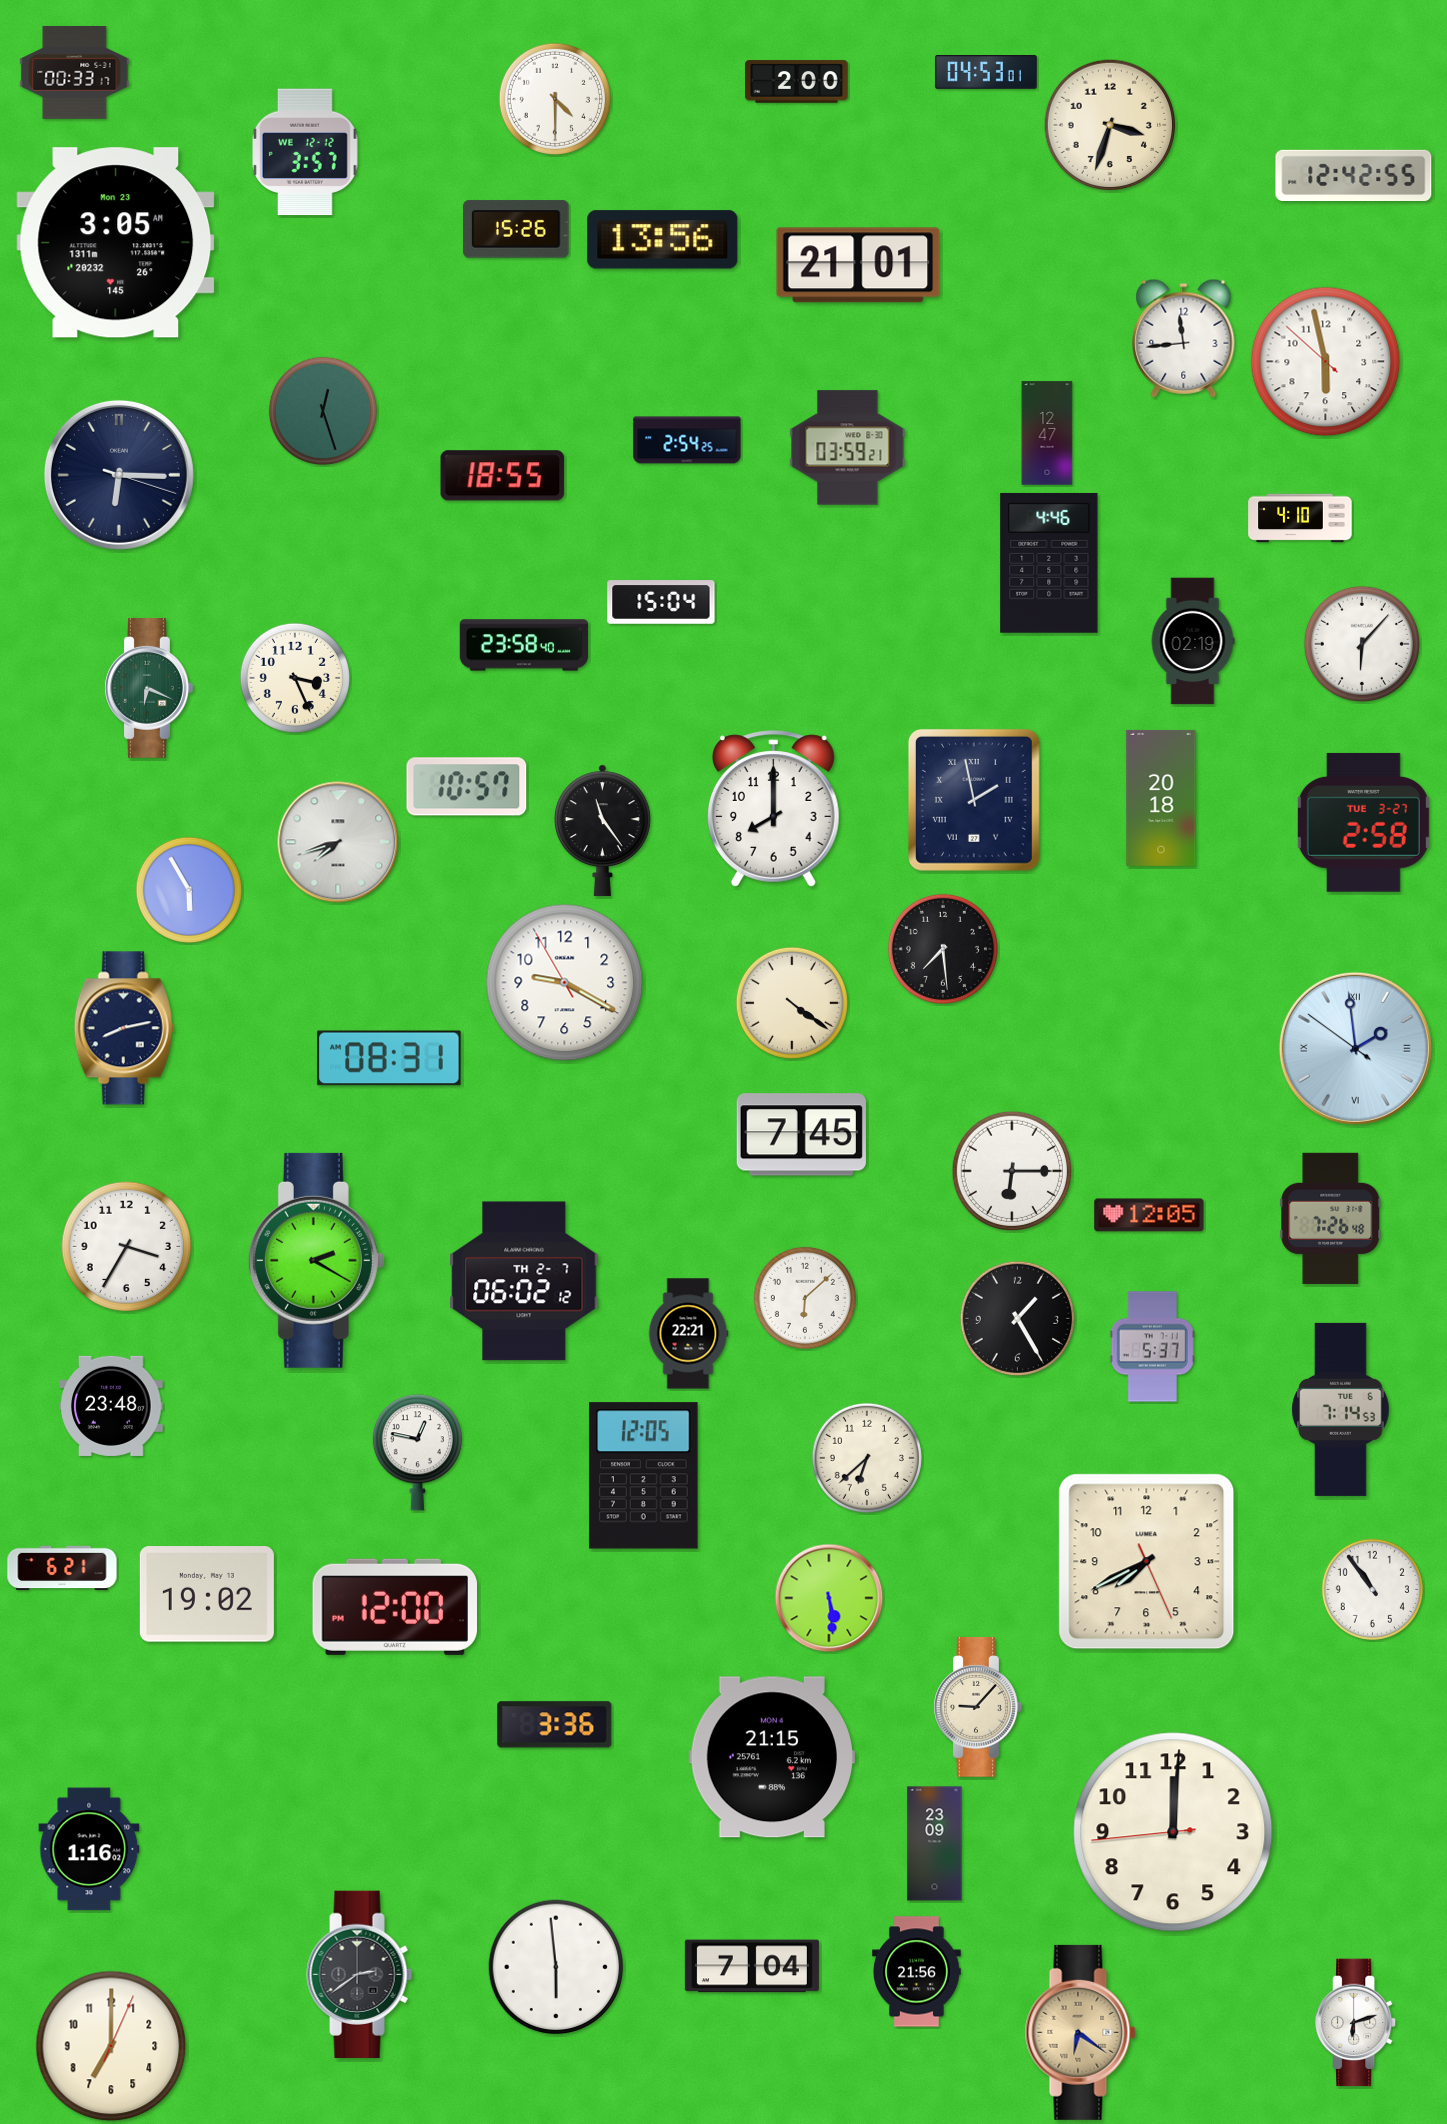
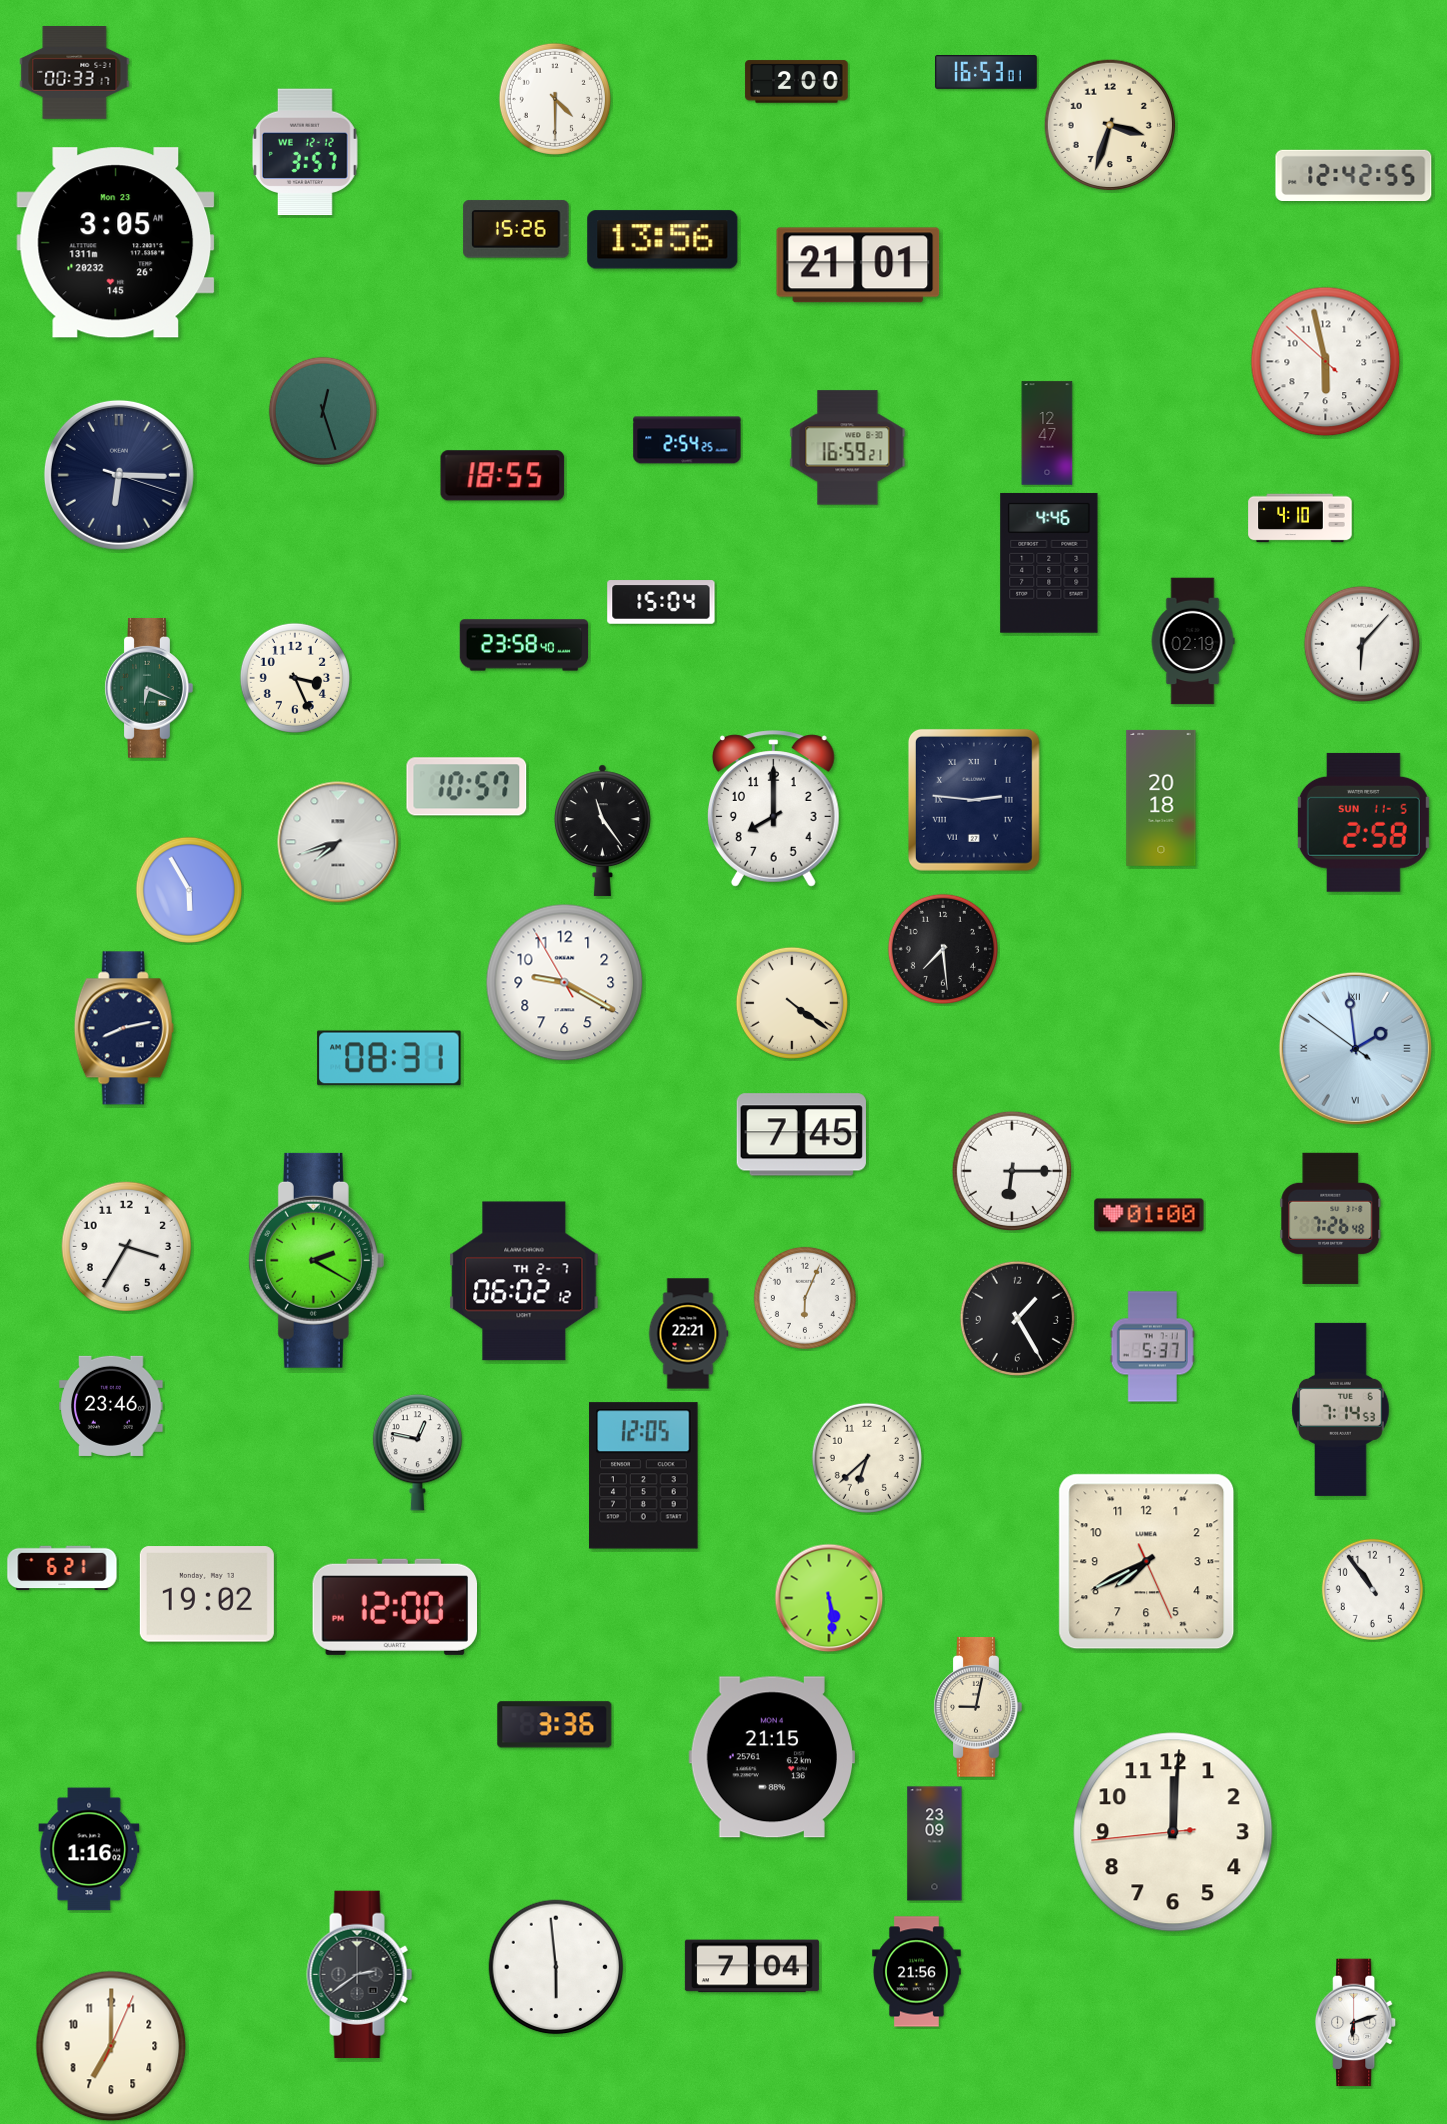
clock at (986, 72): 04:53 -> 16:53
clock at (1184, 338): 11:44 -> none
clock at (848, 448): 03:59 -> 16:59
clock at (974, 800): 1:58 -> 2:46
clock at (1363, 822) date: TUE 3-27 -> SUN 11-5
clock at (1149, 1215): 12:05 -> 01:00
clock at (805, 1298): 6:08 -> 6:04
clock at (111, 1406): 23:48 -> 23:46
clock at (978, 1708): 9:07 -> 9:02
clock at (1080, 2032): 6:21 -> none
